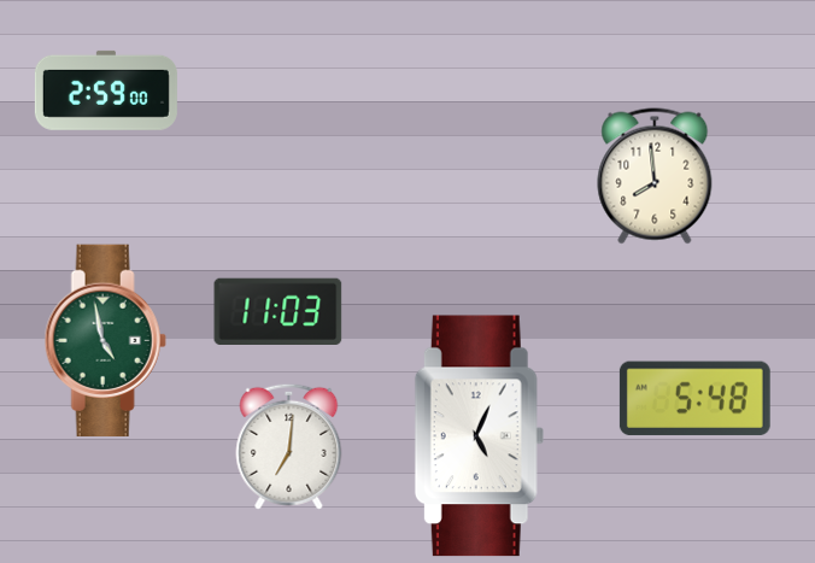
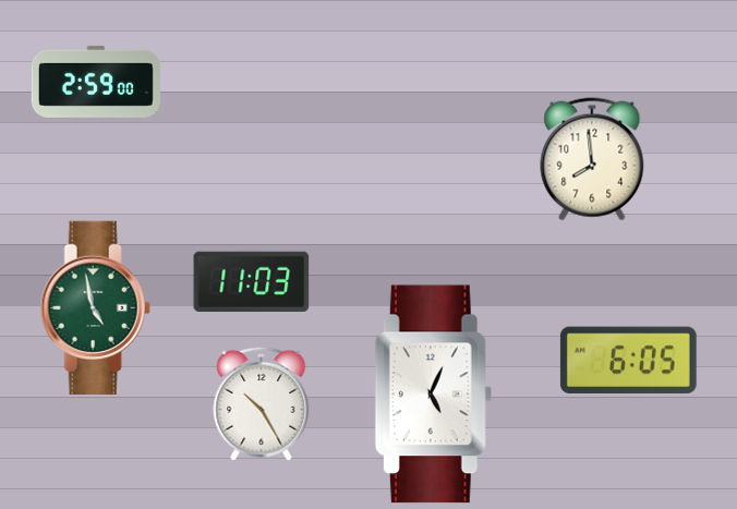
clock at (694, 398): 5:48 -> 6:05
clock at (289, 446): 7:01 -> 10:25
